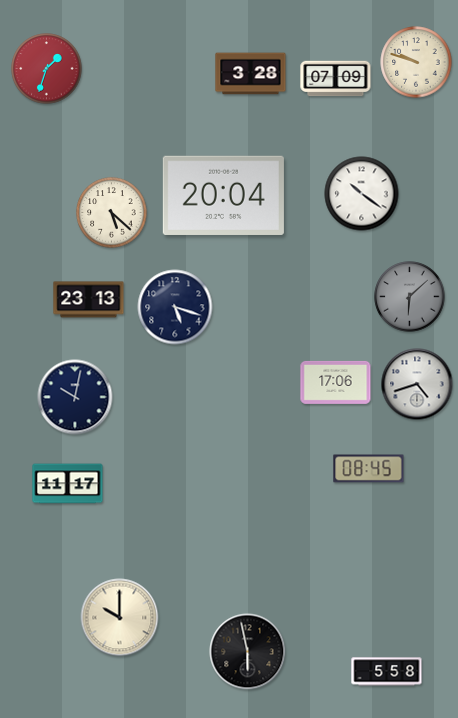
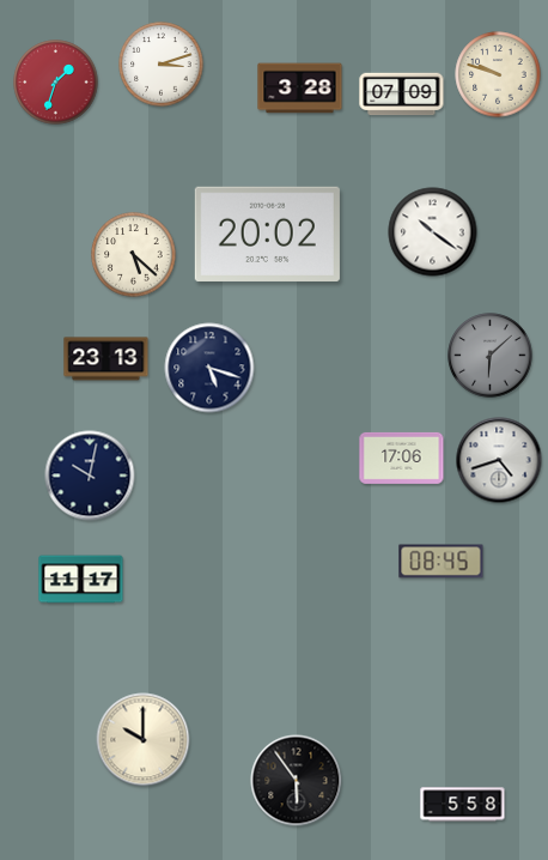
clock at (162, 65): none -> 3:12
clock at (223, 195): 20:04 -> 20:02
clock at (248, 652): 5:58 -> 5:54
